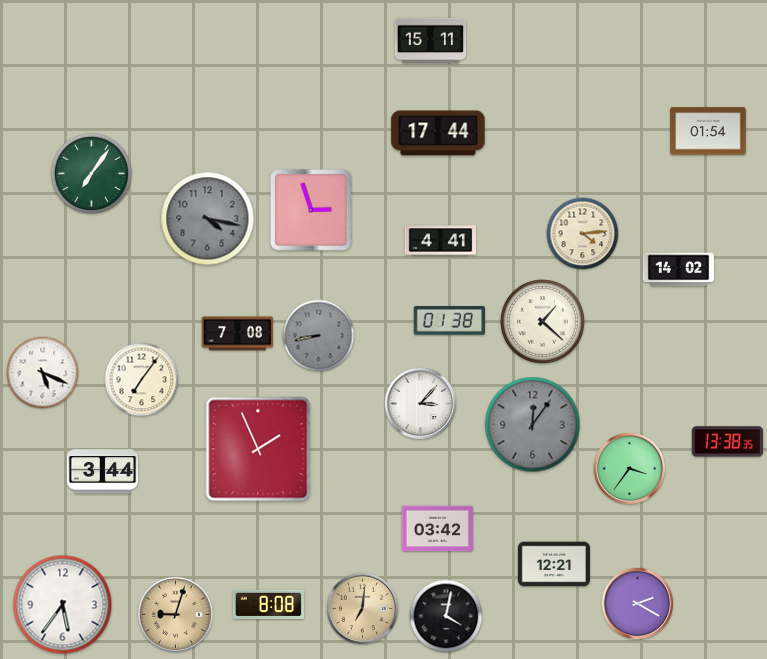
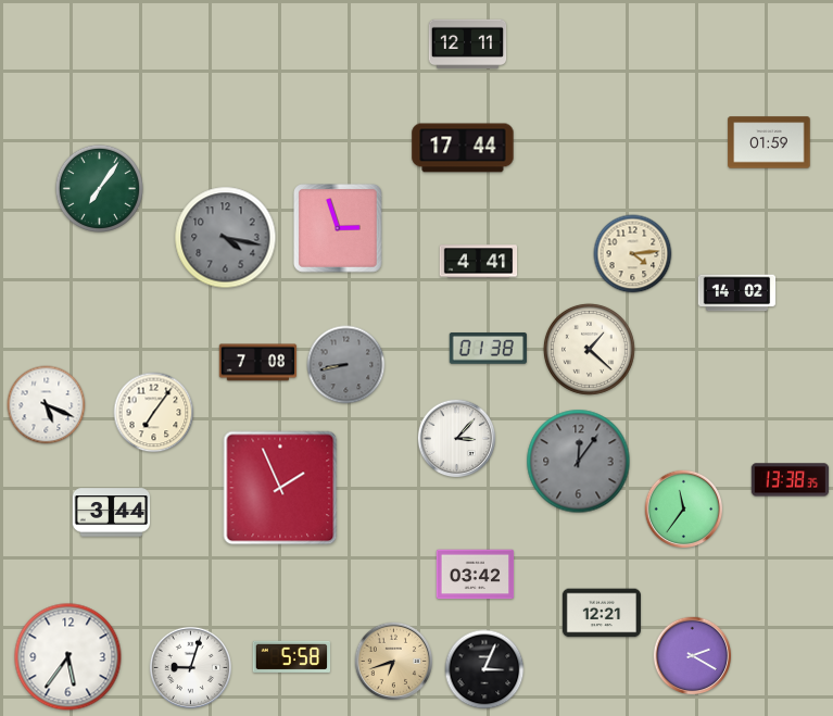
clock at (431, 41): 15:11 -> 12:11
clock at (708, 131): 01:54 -> 01:59
clock at (438, 133) position: (438, 133) -> (463, 148)
clock at (630, 469): 3:36 -> 11:36
clock at (269, 604): 8:08 -> 5:58
clock at (363, 609): 7:01 -> 6:42
clock at (175, 614) dial: champagne -> white
clock at (446, 616): 4:02 -> 3:04
